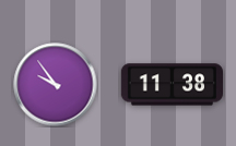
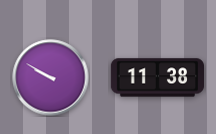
clock at (56, 85): 9:54 -> 9:50
